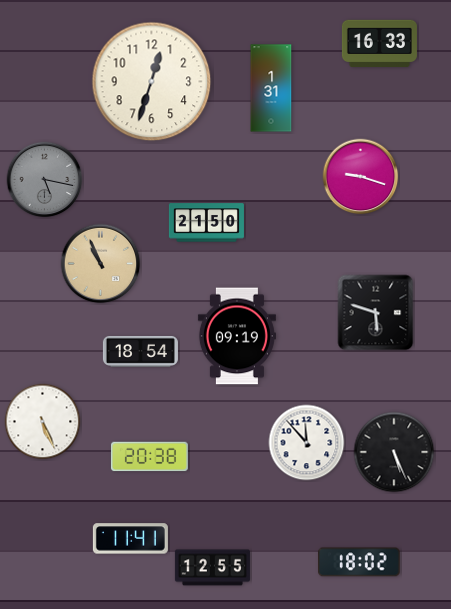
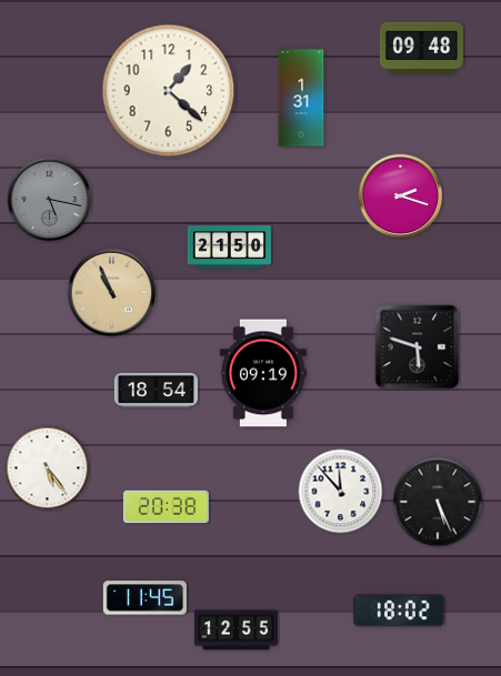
clock at (379, 44): 16:33 -> 09:48
clock at (152, 82): 12:33 -> 1:22
clock at (361, 177): 9:18 -> 2:18
clock at (43, 422): 5:26 -> 5:24
clock at (130, 539): 11:41 -> 11:45
clock at (359, 562) position: (359, 562) -> (399, 611)
